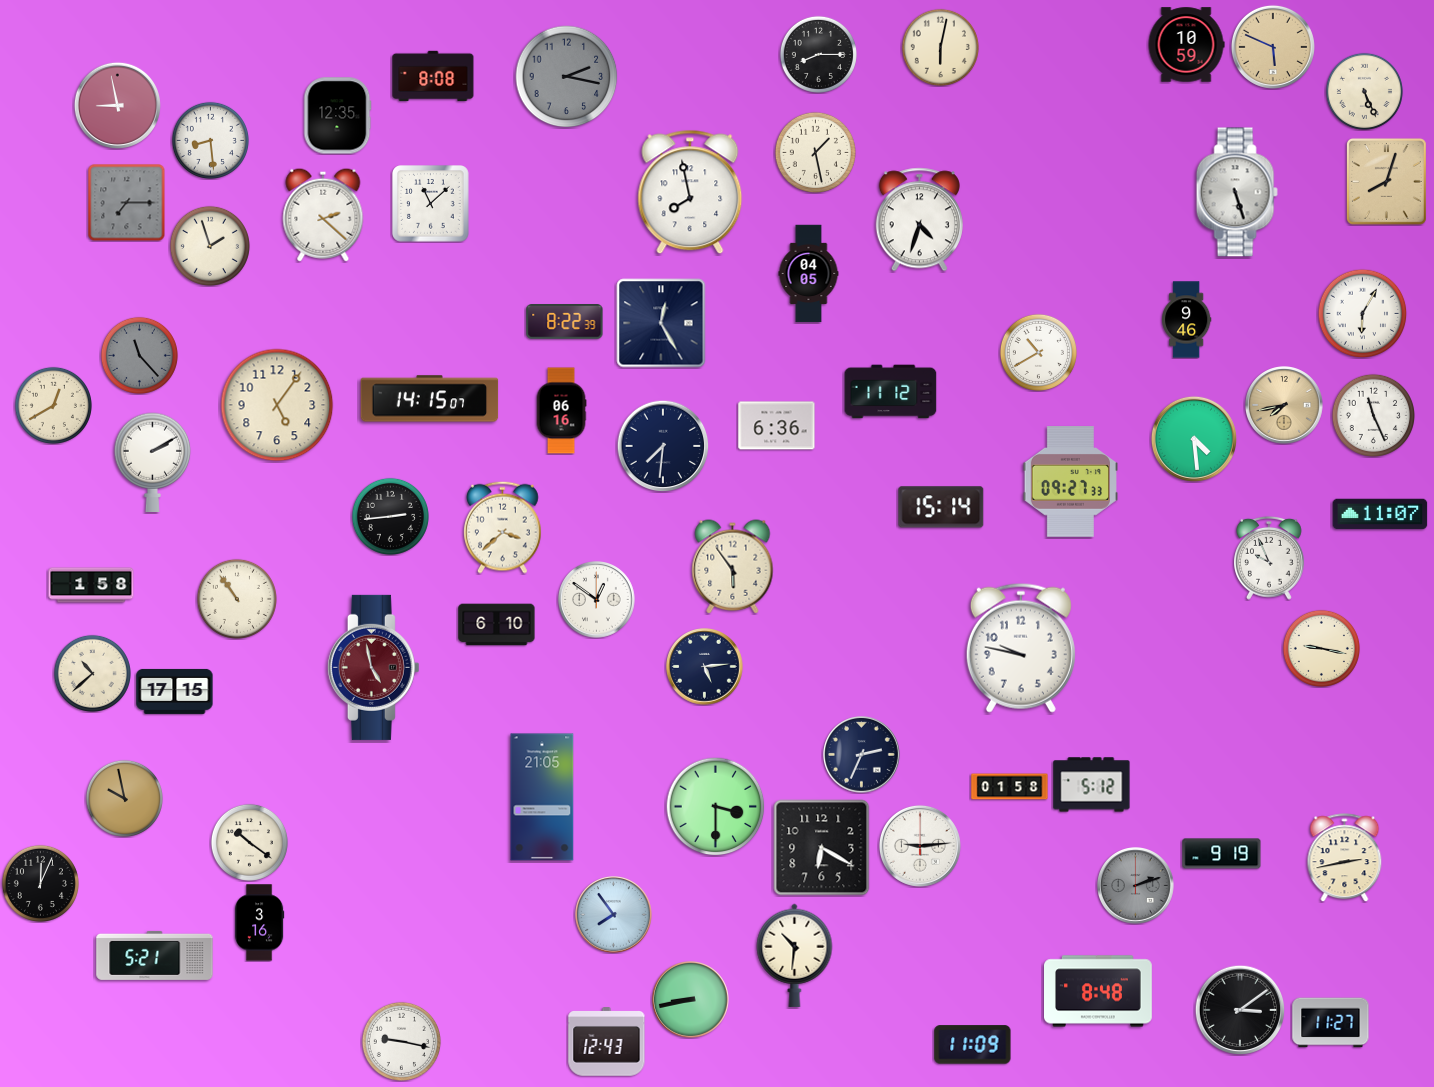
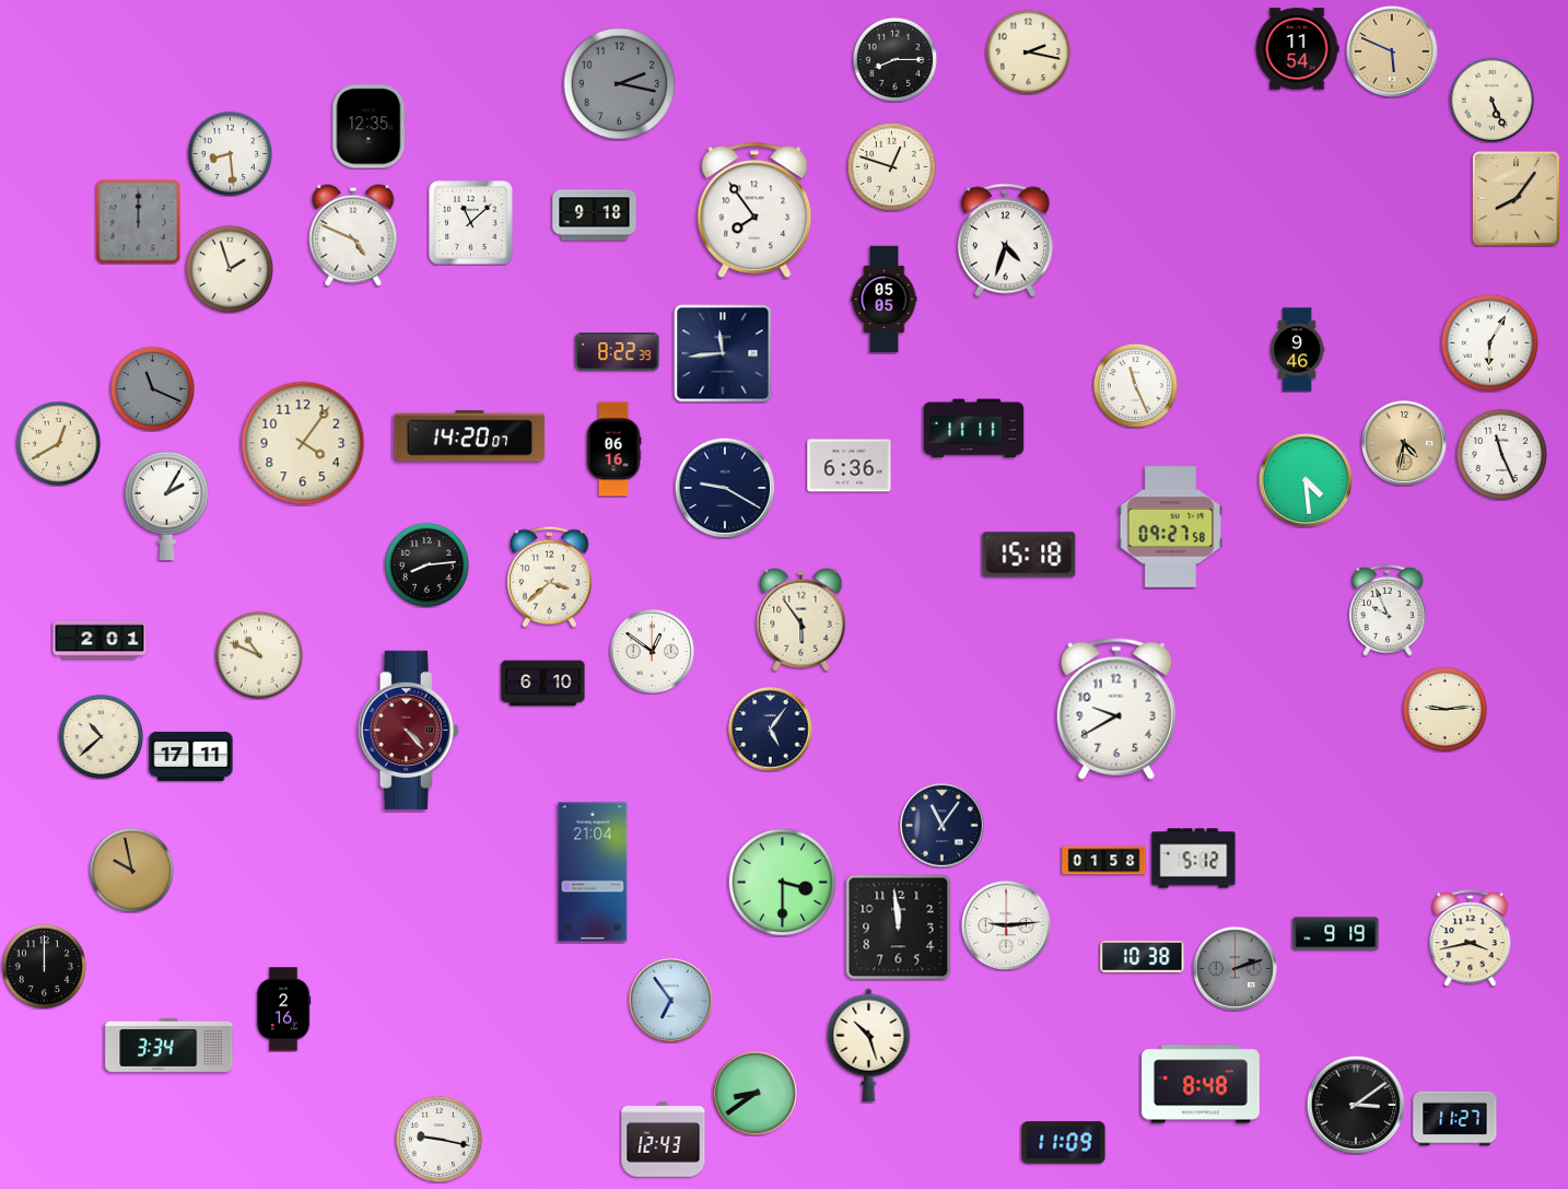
clock at (1186, 45): 10:59 -> 11:54
clock at (940, 47): 6:02 -> 2:17
clock at (433, 75): 8:08 -> none
clock at (117, 105): 8:58 -> none
clock at (815, 152): 1:28 -> 12:48
clock at (1386, 181): 8:03 -> 8:06
clock at (690, 192): 7:58 -> 7:54
clock at (1237, 192): 5:27 -> none
clock at (595, 215): none -> 9:18
clock at (126, 202): 7:15 -> 12:00
clock at (323, 215): 2:22 -> 4:49
clock at (809, 274): 04:05 -> 05:05
clock at (661, 323): 12:25 -> 11:44
clock at (1038, 352): 10:40 -> 11:26
clock at (139, 355): 11:23 -> 11:19
clock at (891, 392): 11:12 -> 11:11
clock at (430, 399): 14:15 -> 14:20
clock at (277, 405): 5:06 -> 4:06
clock at (1285, 406): 7:43 -> 4:32
clock at (663, 446): 7:31 -> 9:20
clock at (153, 462): 2:10 -> 2:05
clock at (1070, 482): 09:27:33 -> 09:27:58
clock at (941, 507): 15:14 -> 15:18
clock at (1380, 514): 11:07 -> none
clock at (390, 516): 2:44 -> 8:14
clock at (91, 585): 1:58 -> 2:01
clock at (237, 599): 10:54 -> 10:49
clock at (597, 600) position: (597, 600) -> (653, 652)
clock at (1021, 648): 9:47 -> 9:40
clock at (1321, 648): 9:17 -> 9:14
clock at (373, 667): 4:58 -> 4:23
clock at (705, 667): 5:14 -> 5:06
clock at (175, 691): 17:15 -> 17:11
clock at (862, 755): 2:34 -> 11:06
clock at (542, 797): 21:05 -> 21:04
clock at (124, 798) position: (124, 798) -> (131, 870)
clock at (249, 842): 10:21 -> none
clock at (822, 848): 6:20 -> 11:59
clock at (1345, 858): 2:43 -> 3:43
clock at (1143, 956): none -> 10:38
clock at (40, 883): 12:04 -> 12:00
clock at (1136, 886) position: (1136, 886) -> (1236, 969)
clock at (614, 915): 7:54 -> 6:54
clock at (259, 923): 3:16 -> 2:16
clock at (155, 955): 5:21 -> 3:34
clock at (795, 955): 10:31 -> 10:27
clock at (691, 1000): 8:43 -> 8:39
